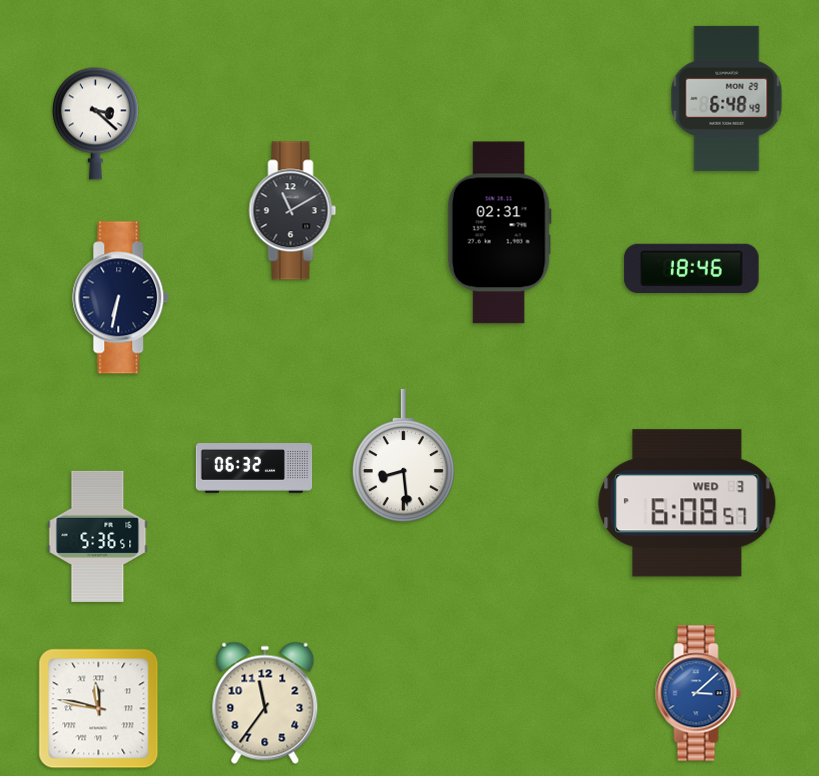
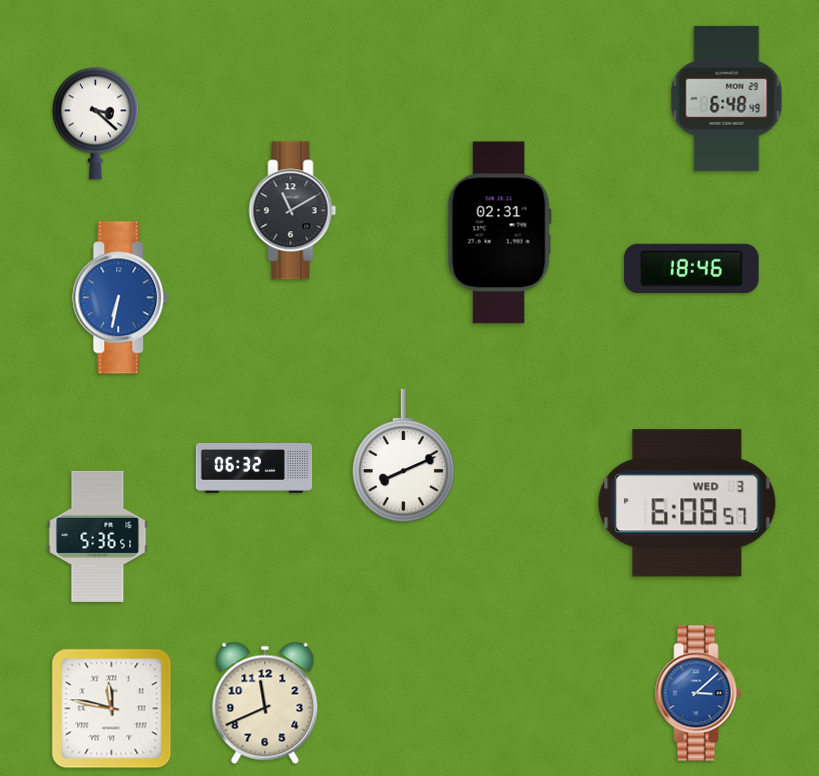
clock at (121, 298) dial: navy -> blue
clock at (403, 456): 8:29 -> 8:11
clock at (265, 703): 11:36 -> 11:41
clock at (99, 709) position: (99, 709) -> (112, 709)
